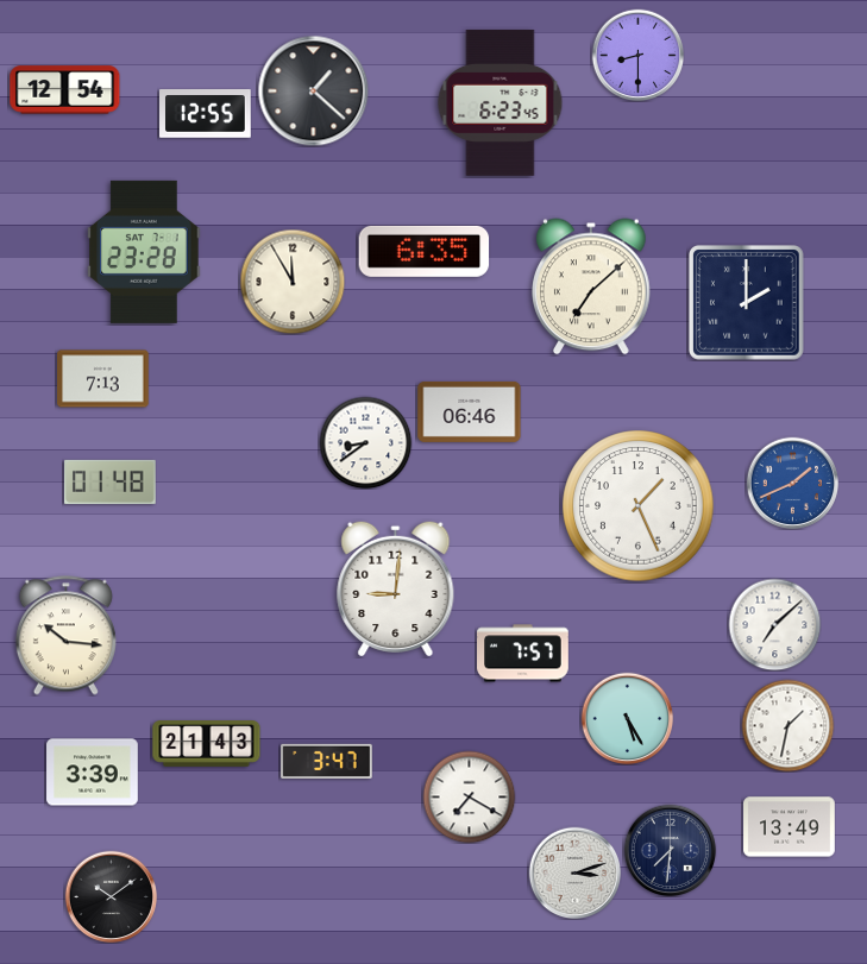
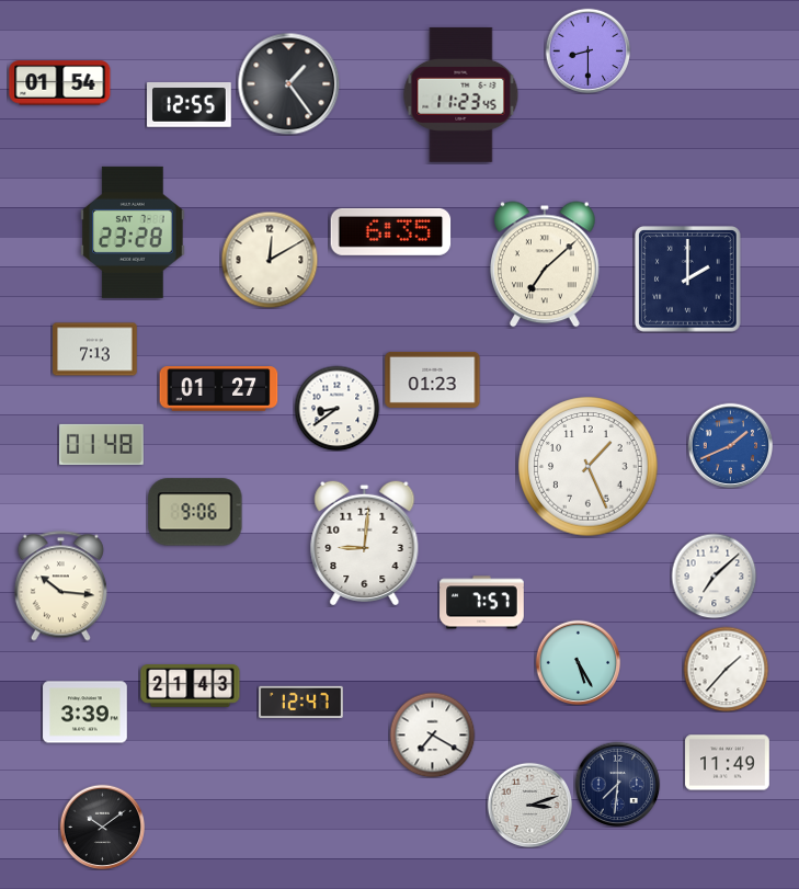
clock at (65, 90): 12:54 -> 01:54
clock at (313, 90): 1:22 -> 1:24
clock at (501, 102): 6:23 -> 11:23
clock at (293, 282): 11:55 -> 12:10
clock at (470, 411): 06:46 -> 01:23
clock at (219, 389): none -> 01:27
clock at (195, 512): none -> 9:06
clock at (787, 725): 1:32 -> 1:37
clock at (327, 761): 3:47 -> 12:47
clock at (790, 827): 13:49 -> 11:49
